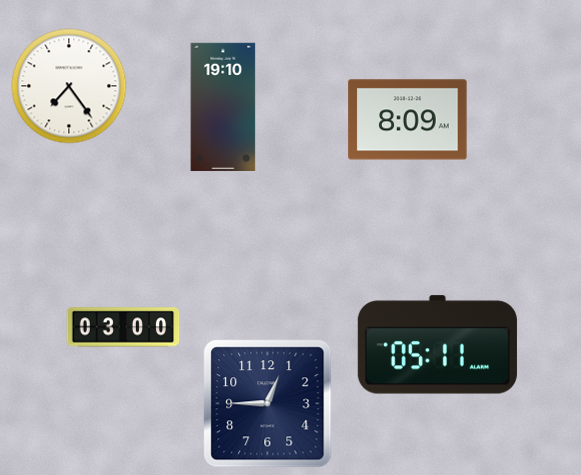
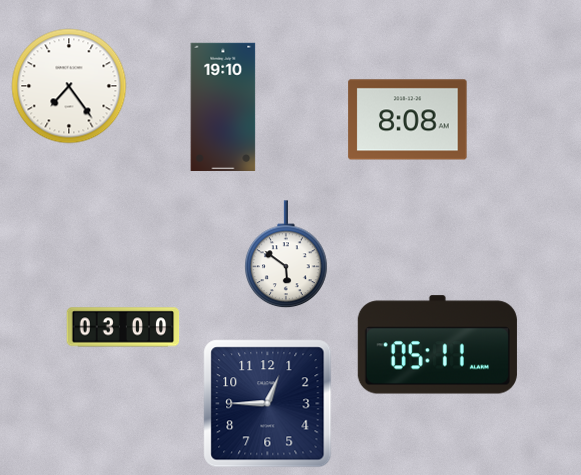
clock at (408, 120): 8:09 -> 8:08
clock at (287, 255): none -> 5:51
